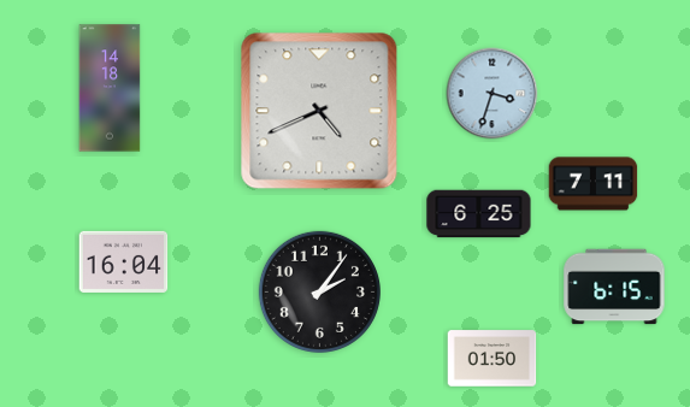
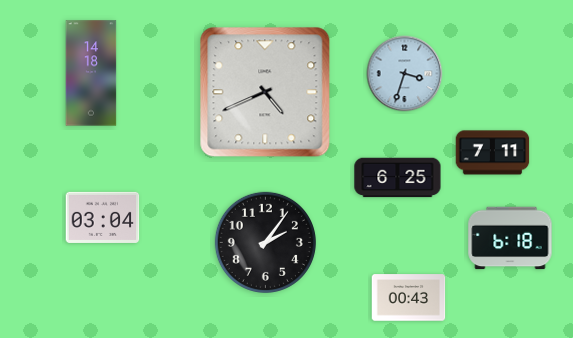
clock at (493, 94) position: (493, 94) -> (405, 74)
clock at (124, 261): 16:04 -> 03:04
clock at (614, 287): 6:15 -> 6:18
clock at (493, 359): 01:50 -> 00:43
